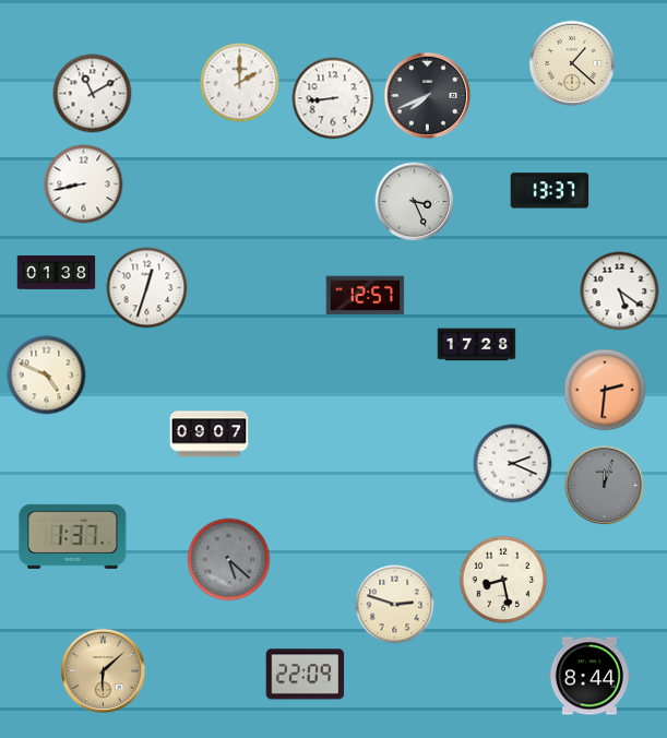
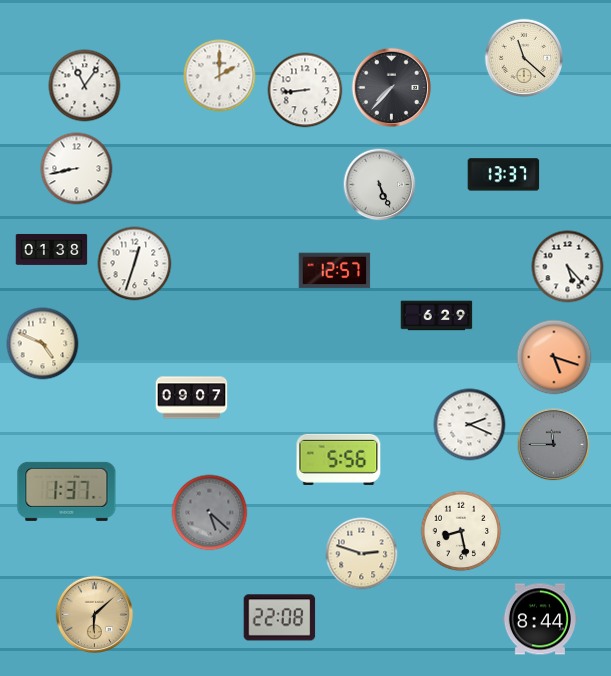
clock at (572, 63): 1:22 -> 11:22
clock at (93, 94): 11:10 -> 11:06
clock at (427, 95): 7:41 -> 7:37
clock at (415, 202): 3:26 -> 5:26
clock at (620, 291): 5:21 -> 5:23
clock at (477, 345): 17:28 -> 6:29
clock at (605, 390): 2:31 -> 5:18
clock at (605, 486): 12:03 -> 11:45
clock at (339, 459): none -> 5:56
clock at (306, 675): 22:09 -> 22:08
